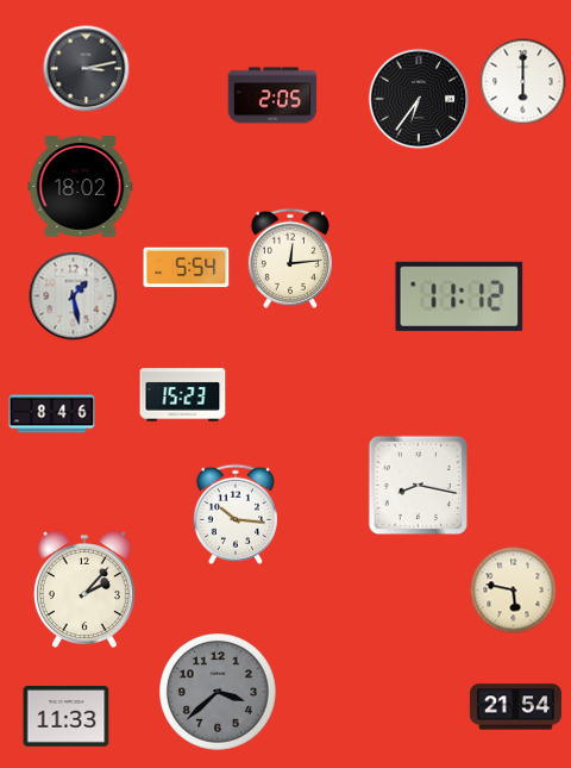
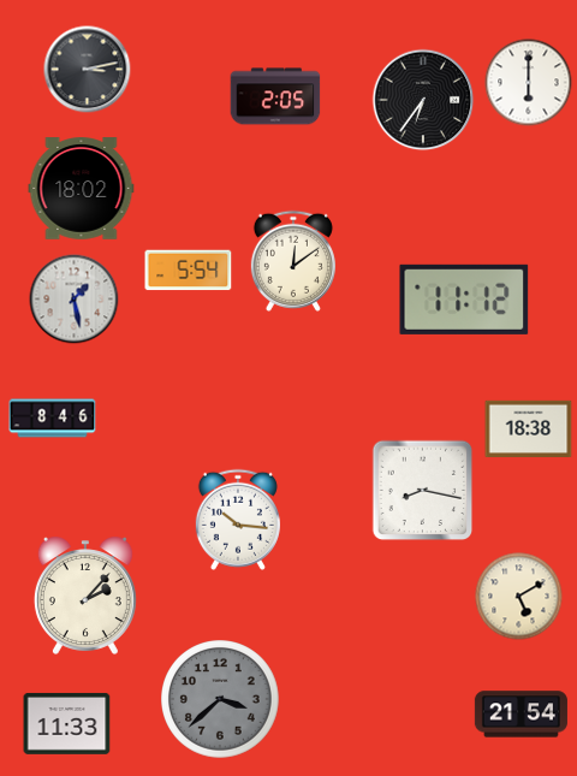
clock at (290, 258): 12:14 -> 12:09
clock at (183, 395): 15:23 -> none
clock at (529, 428): none -> 18:38
clock at (514, 591): 5:47 -> 5:10
